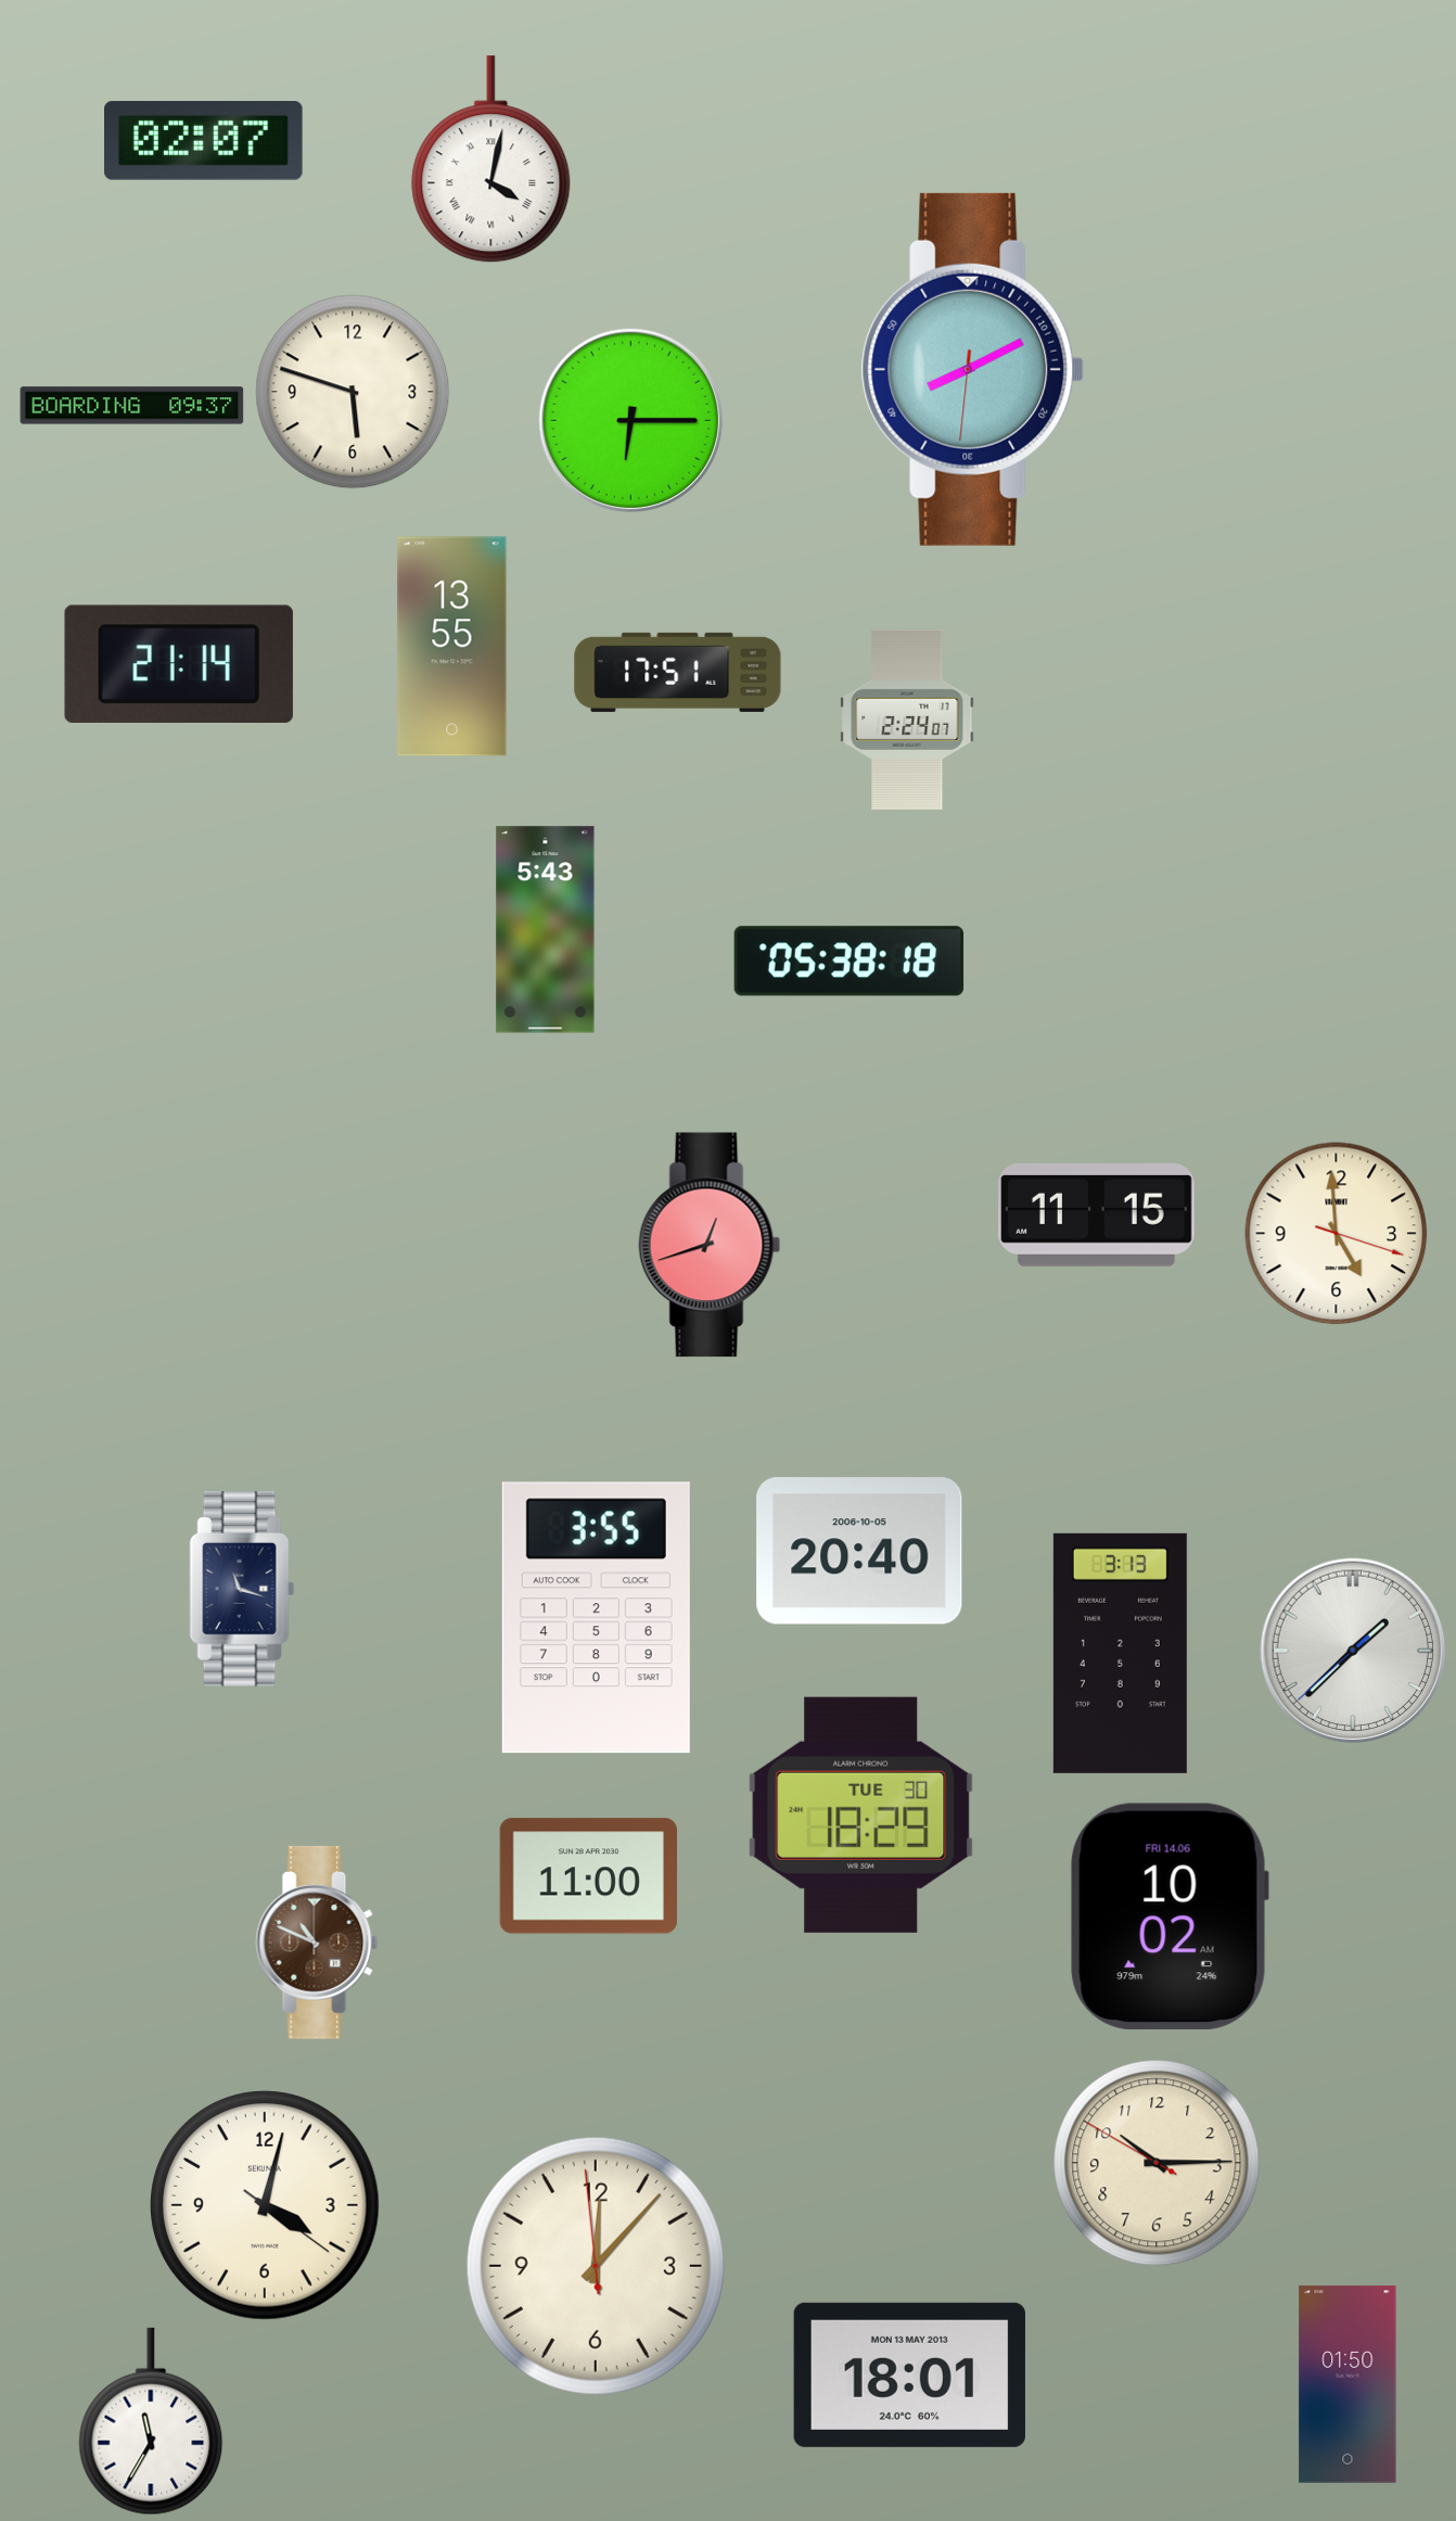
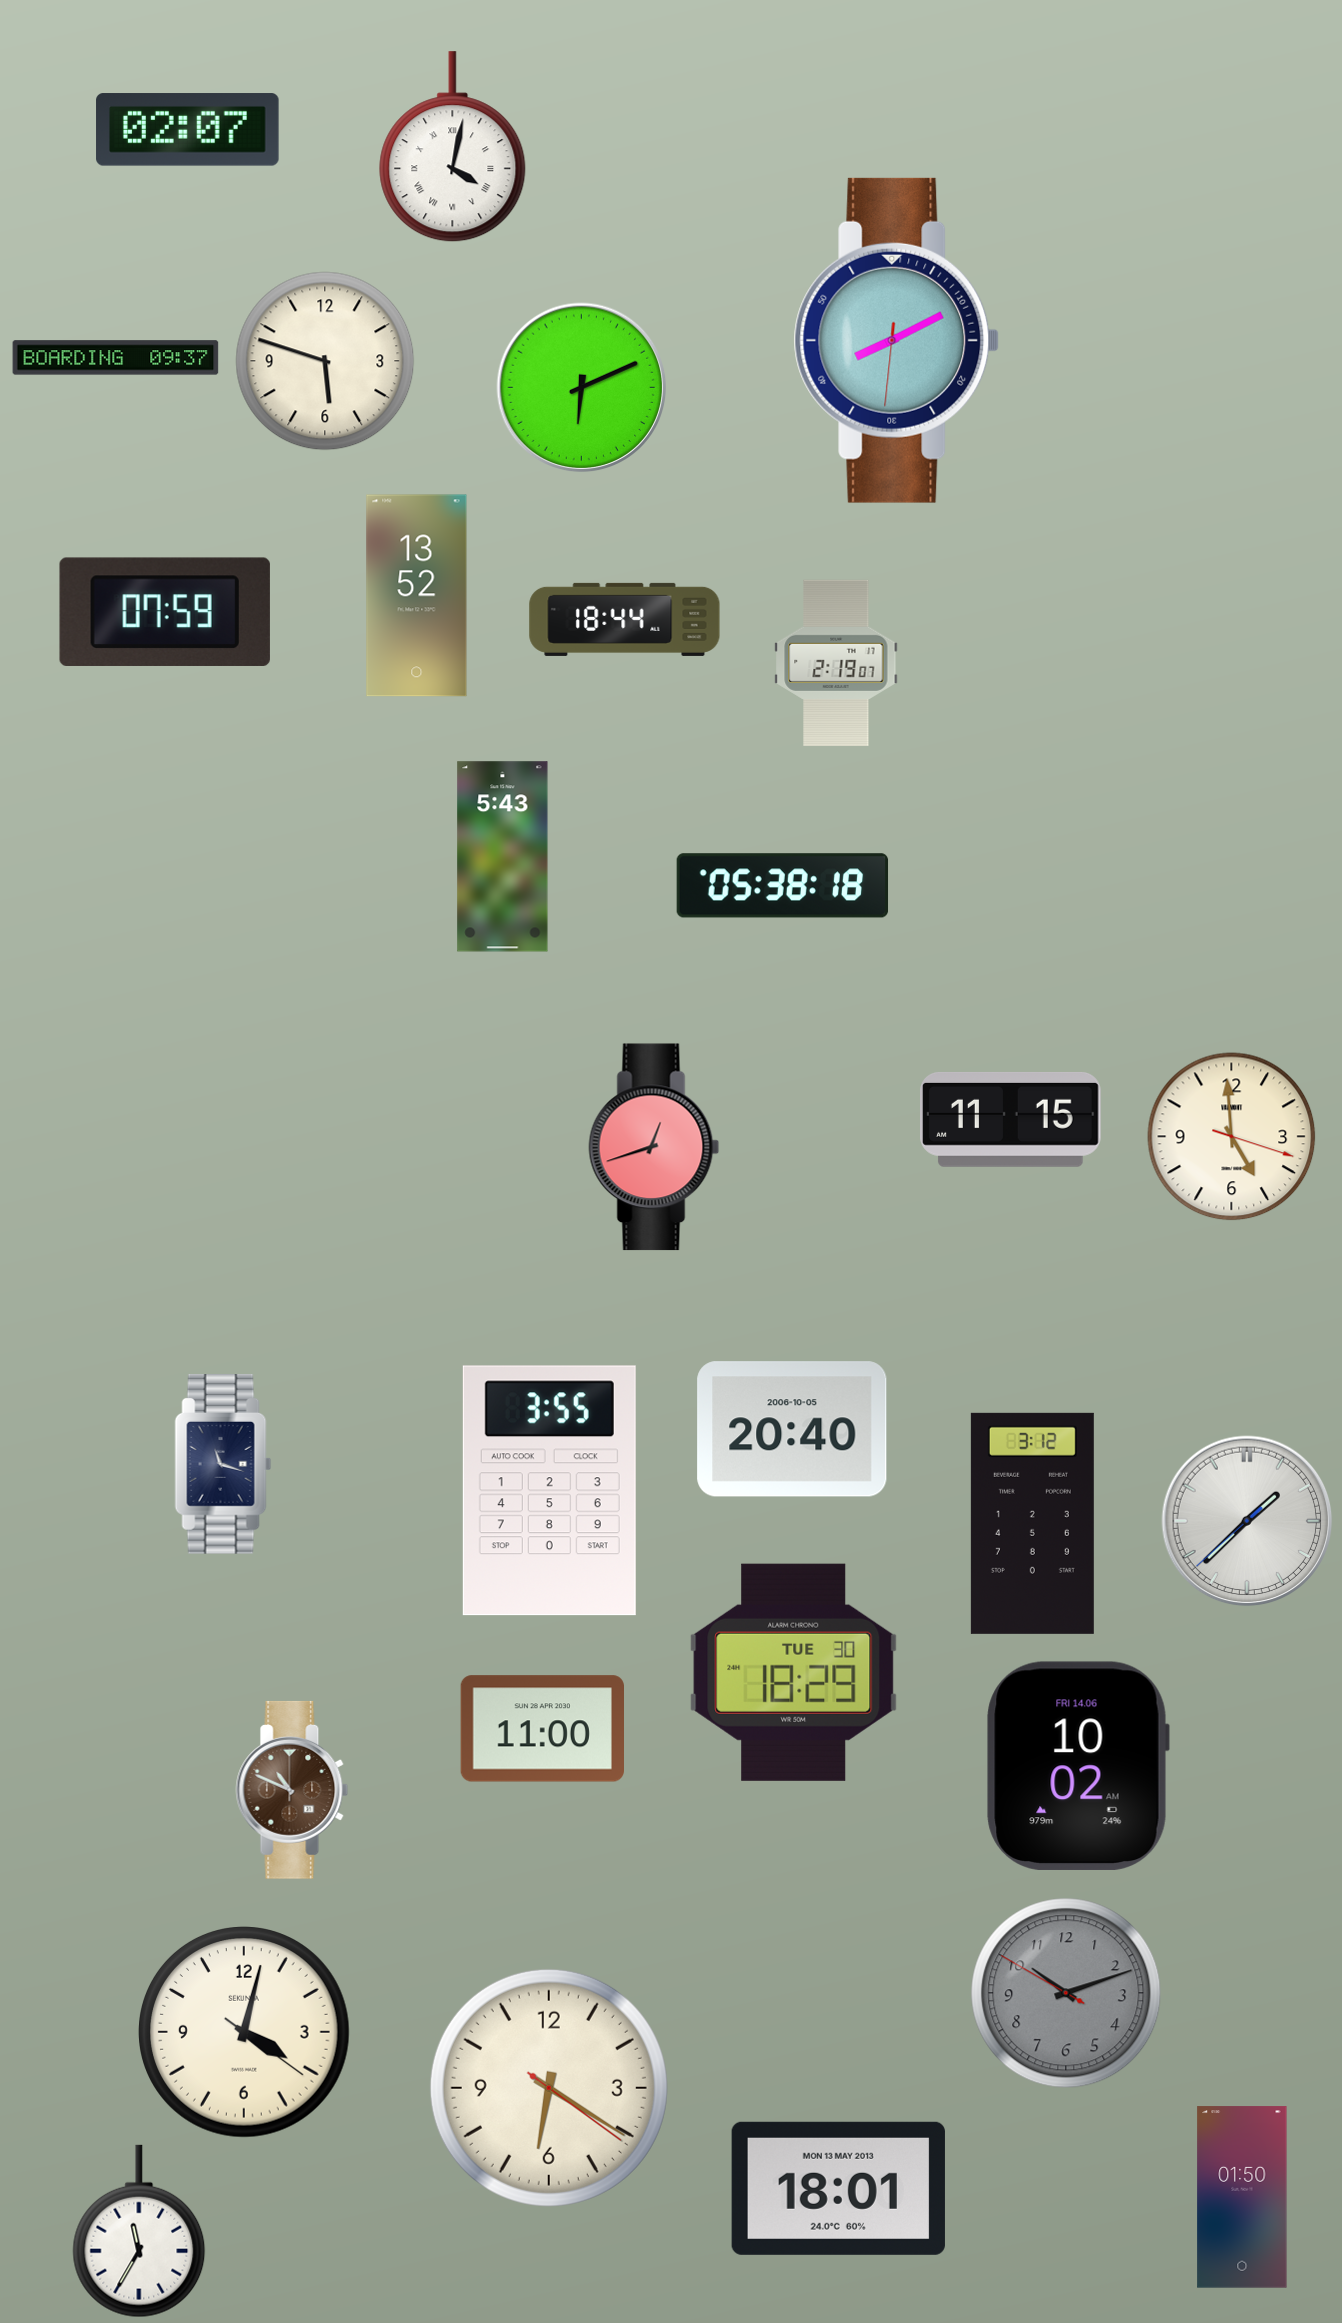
clock at (132, 406) position: (132, 406) -> (116, 358)
clock at (631, 421): 6:15 -> 6:11
clock at (452, 647): 13:55 -> 13:52
clock at (179, 664): 21:14 -> 07:59
clock at (678, 672): 17:51 -> 18:44
clock at (907, 720): 2:24 -> 2:19
clock at (1120, 1653): 3:13 -> 3:12
clock at (1157, 2163): 10:14 -> 10:11
clock at (1157, 2163) dial: cream -> grey
clock at (596, 2266): 12:06 -> 6:20
